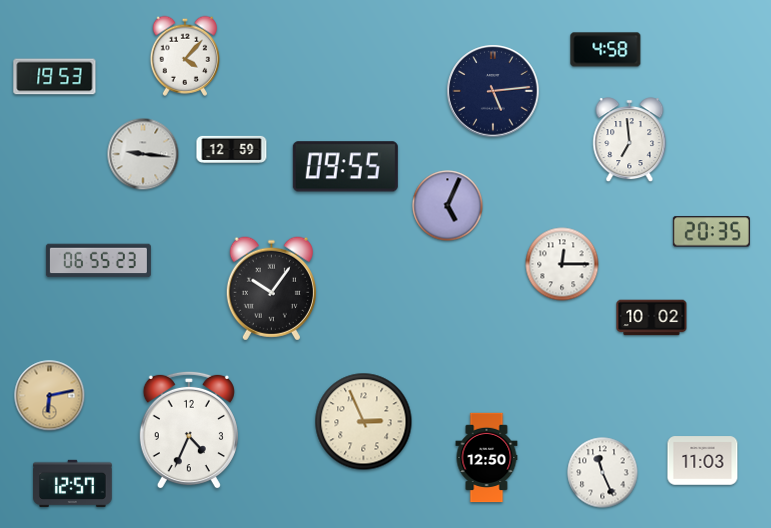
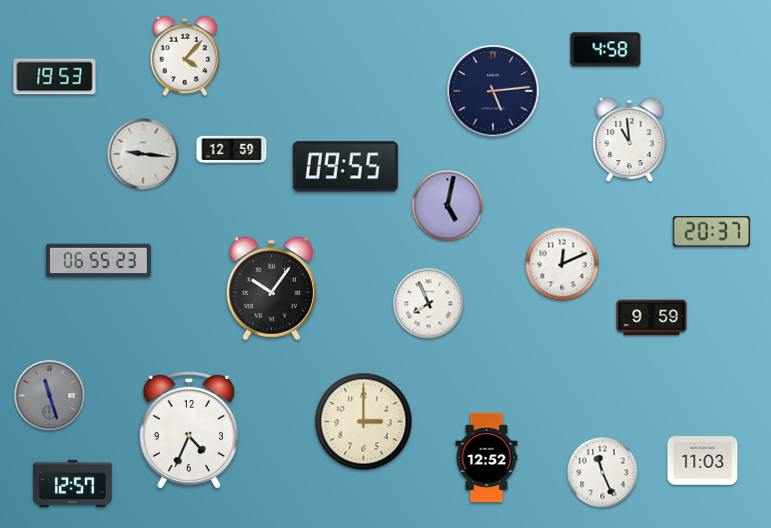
clock at (630, 140): 6:59 -> 10:59
clock at (448, 206): 5:04 -> 5:02
clock at (711, 232): 20:35 -> 20:37
clock at (562, 264): 12:15 -> 12:11
clock at (429, 304): none -> 7:56
clock at (652, 318): 10:02 -> 9:59
clock at (50, 396): 6:13 -> 11:27
clock at (50, 396) dial: champagne -> grey
clock at (364, 422): 2:56 -> 3:00
clock at (487, 458): 12:50 -> 12:52
